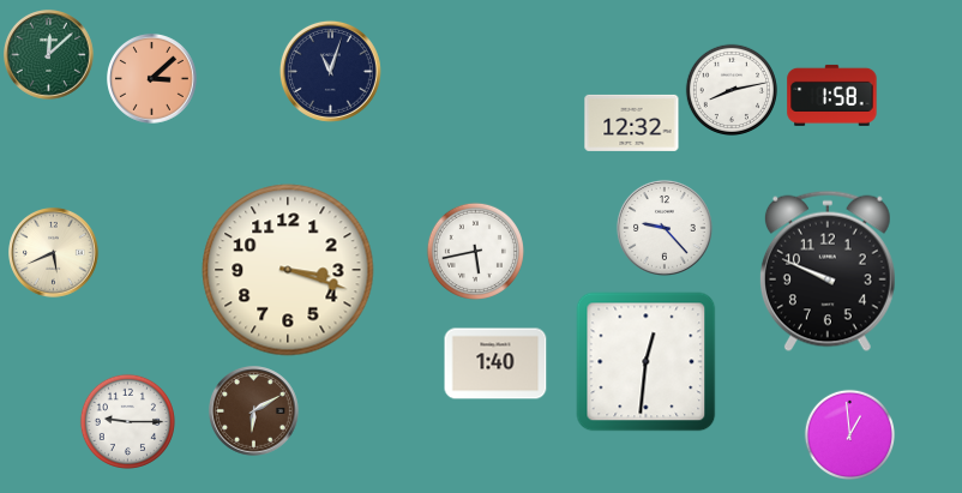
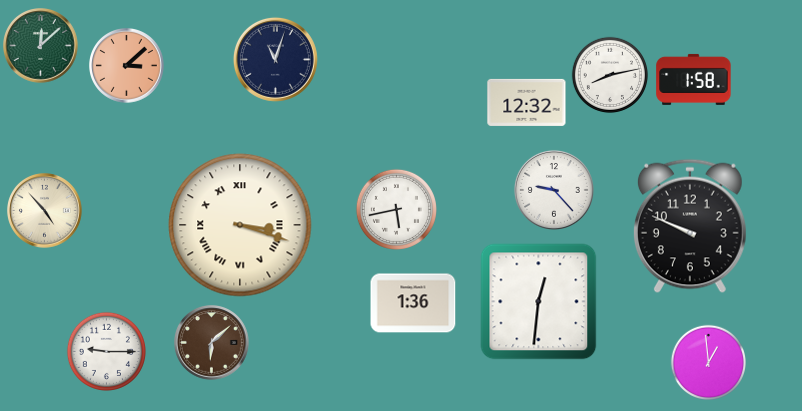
clock at (54, 253): 5:41 -> 4:53
clock at (288, 270) numerals: Arabic -> Roman
clock at (495, 363): 1:40 -> 1:36
clock at (254, 411): 6:10 -> 6:08
